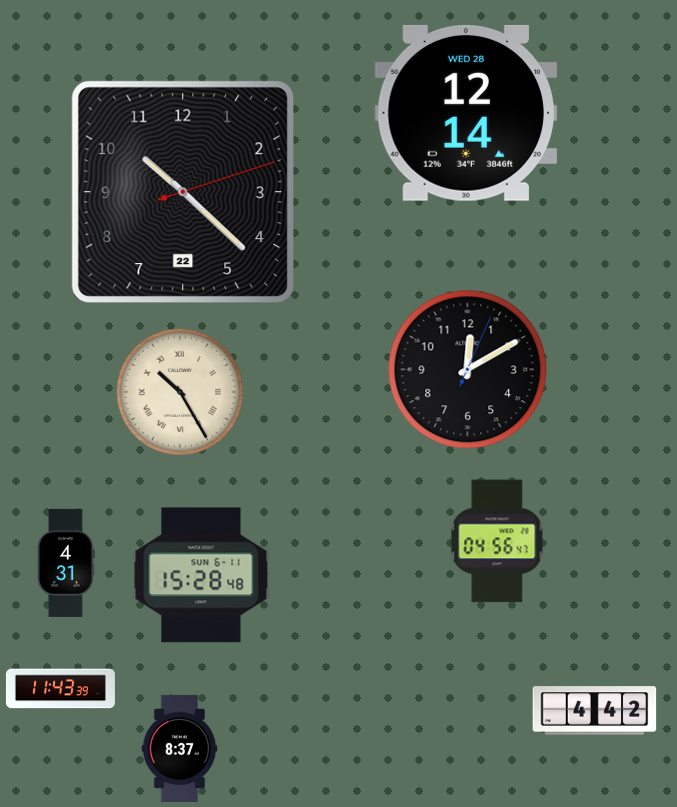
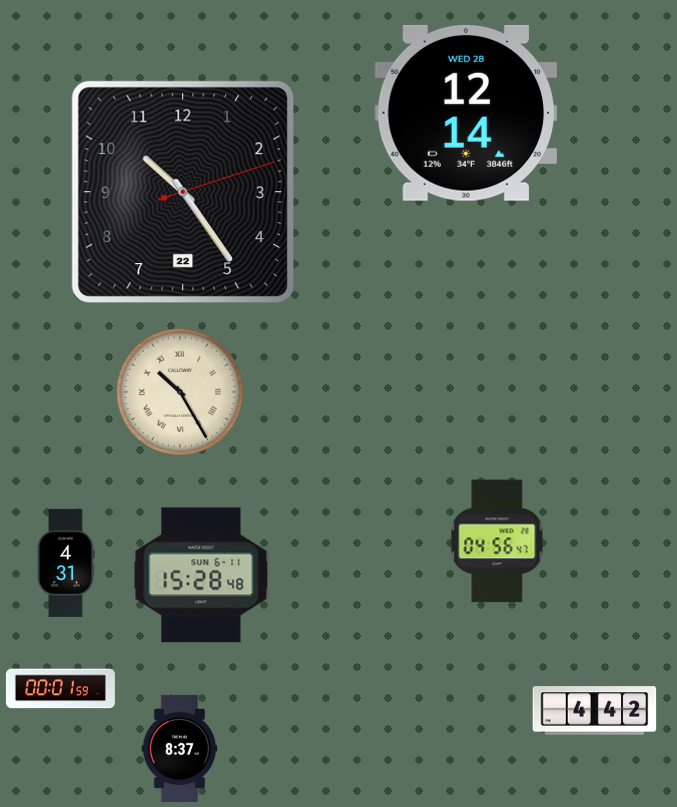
clock at (183, 192): 10:22 -> 10:24
clock at (468, 370): 12:10 -> none
clock at (60, 689): 11:43 -> 00:01
